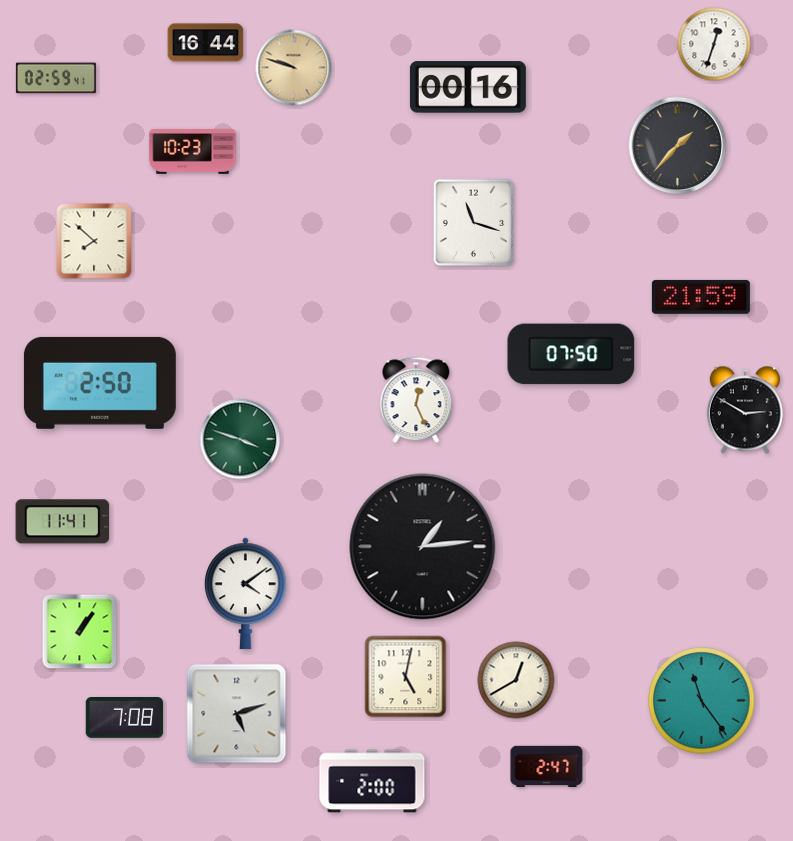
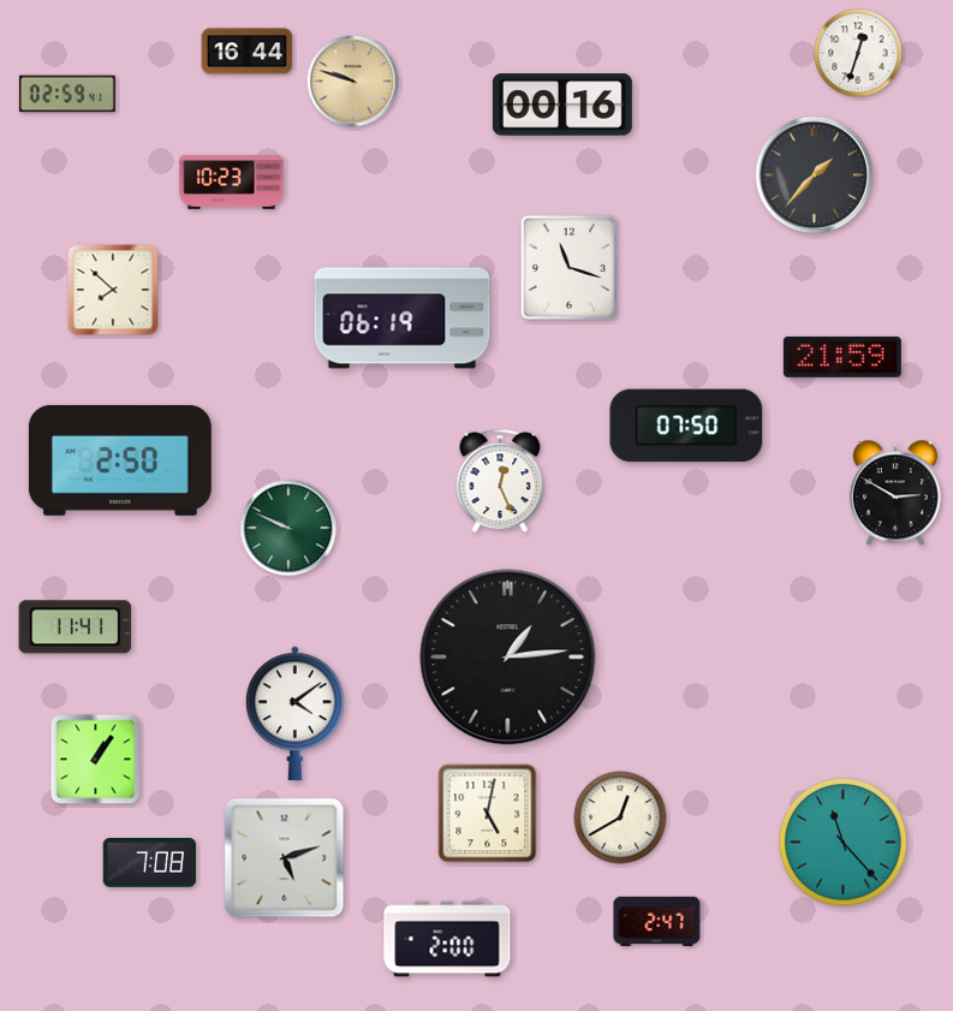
clock at (403, 319): none -> 06:19
clock at (240, 439): 3:48 -> 9:49
clock at (702, 701): 11:24 -> 11:23
